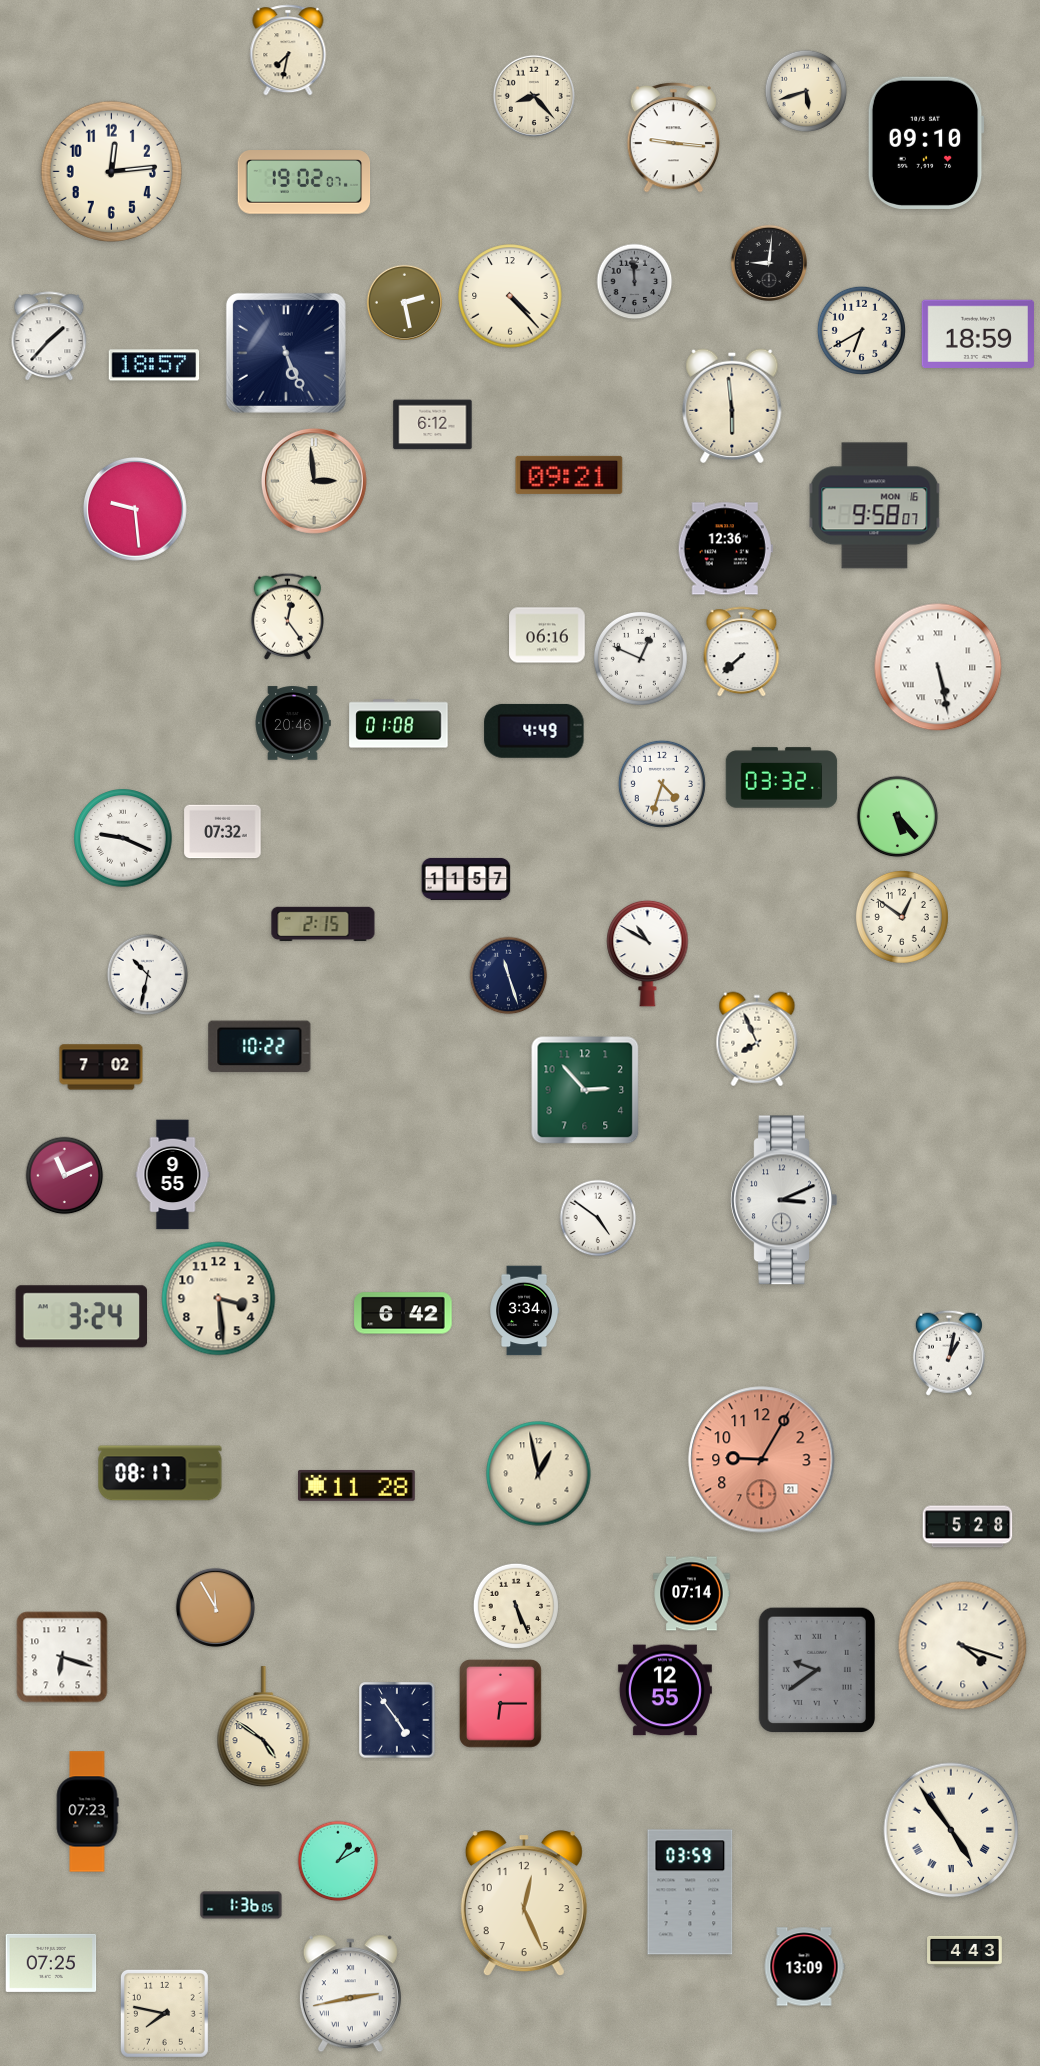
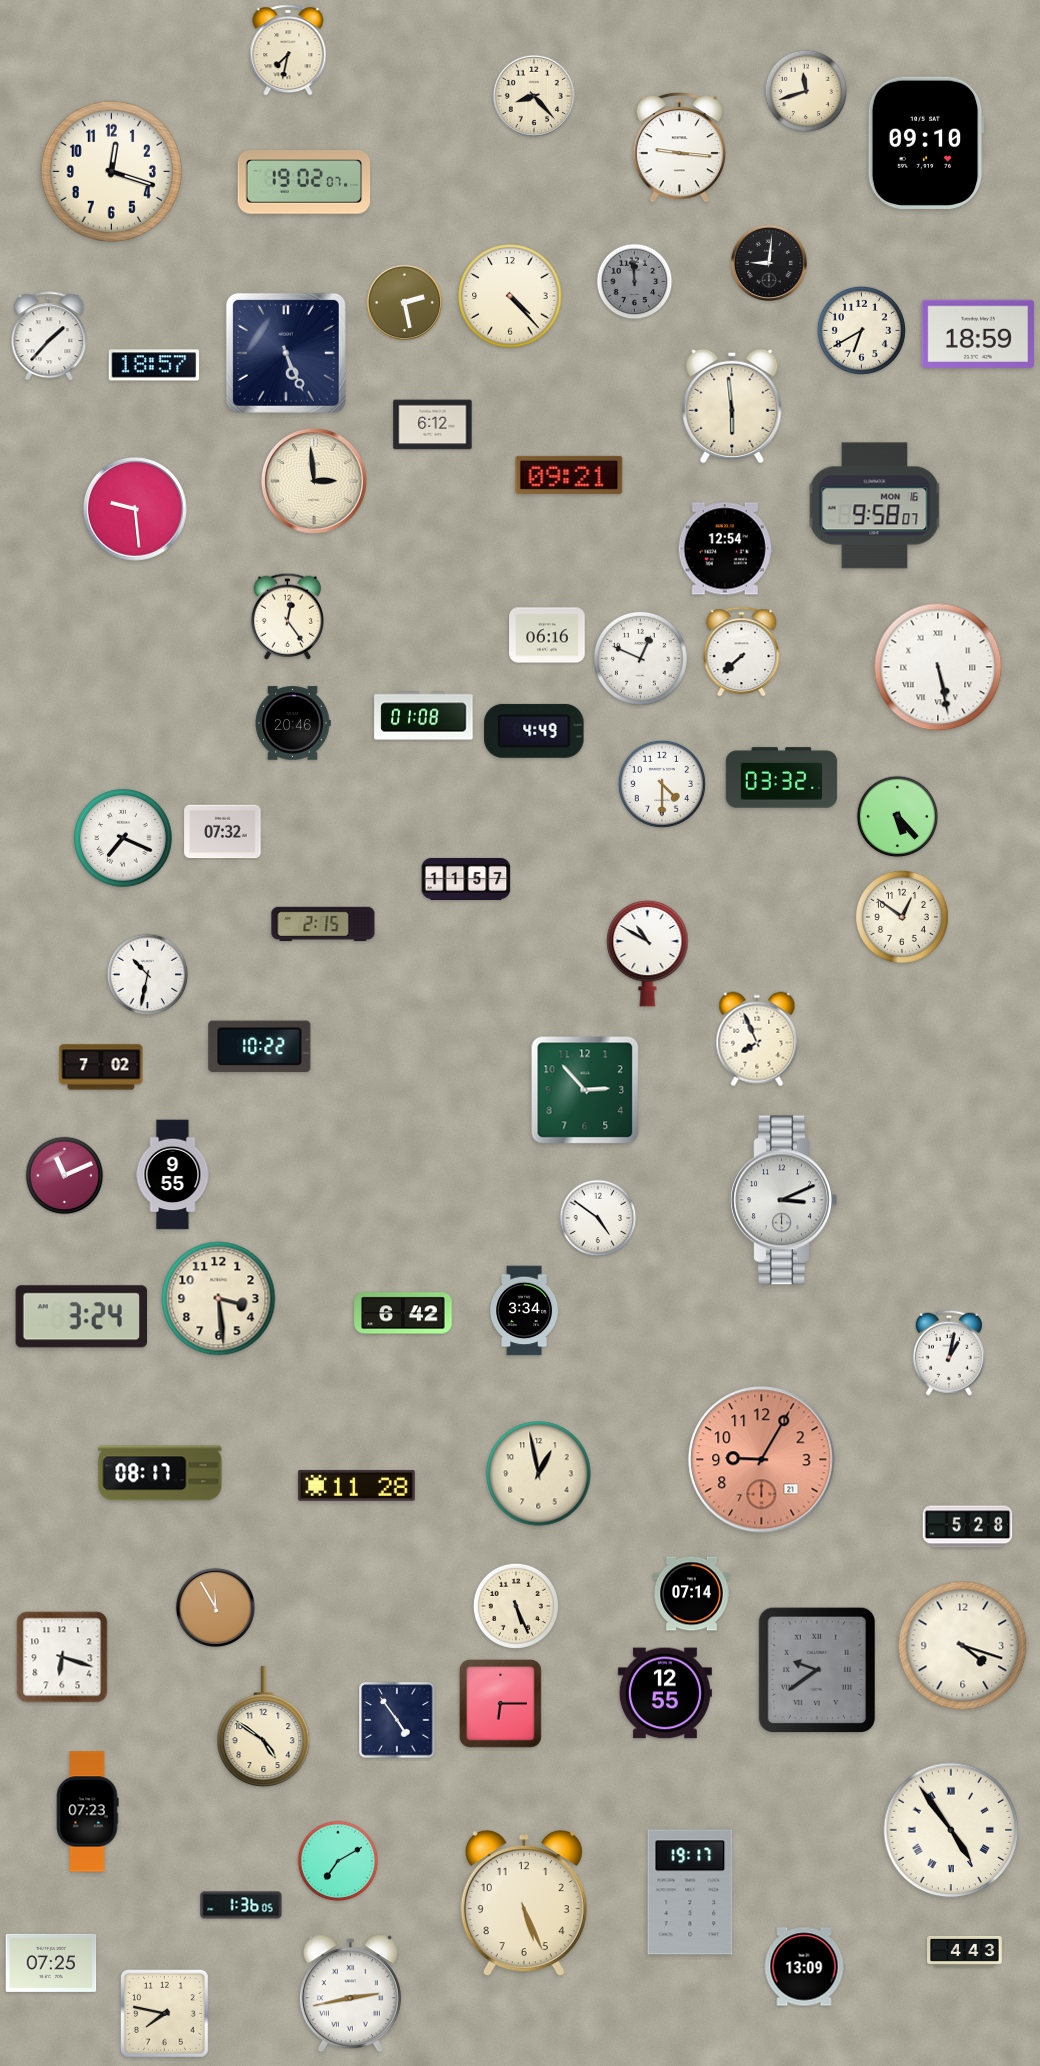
clock at (806, 91): 5:42 -> 11:42
clock at (674, 137) position: (674, 137) -> (680, 147)
clock at (111, 171): 12:14 -> 12:18
clock at (725, 549): 12:36 -> 12:54
clock at (399, 724) position: (399, 724) -> (424, 716)
clock at (662, 784): 4:33 -> 4:30
clock at (123, 838): 9:19 -> 7:19
clock at (509, 976): 11:27 -> none
clock at (665, 1690) position: (665, 1690) -> (665, 1693)
clock at (338, 1861): 1:10 -> 7:10
clock at (690, 1892): 03:59 -> 19:17
clock at (524, 1904): 12:26 -> 5:26
